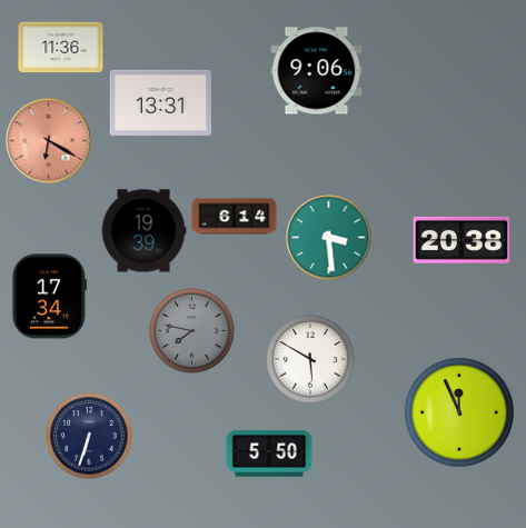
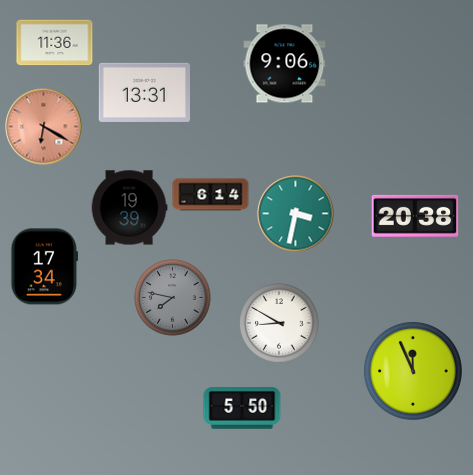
clock at (329, 238): 3:29 -> 3:32
clock at (310, 359): 5:50 -> 8:50
clock at (89, 436): 6:33 -> none
